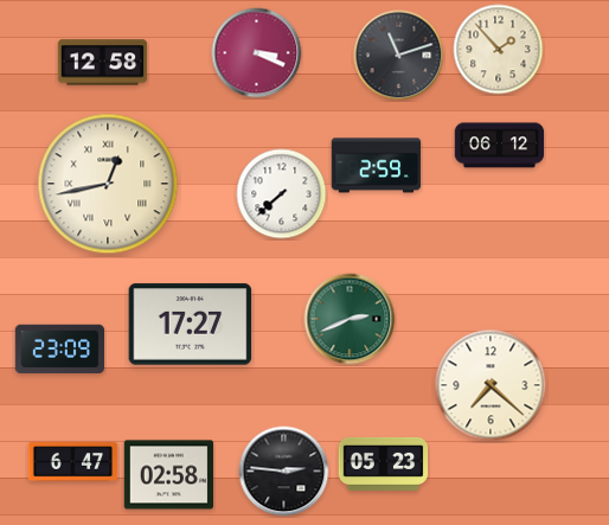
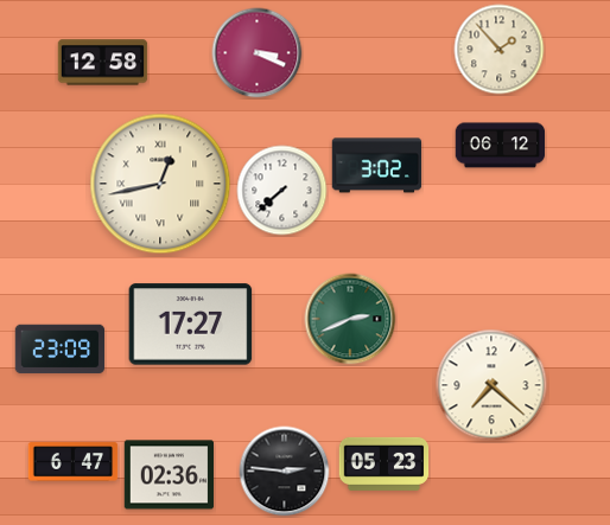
clock at (399, 56): 11:12 -> none
clock at (377, 166): 2:59 -> 3:02
clock at (108, 184) position: (108, 184) -> (160, 184)
clock at (282, 194) position: (282, 194) -> (282, 191)
clock at (169, 475): 02:58 -> 02:36
